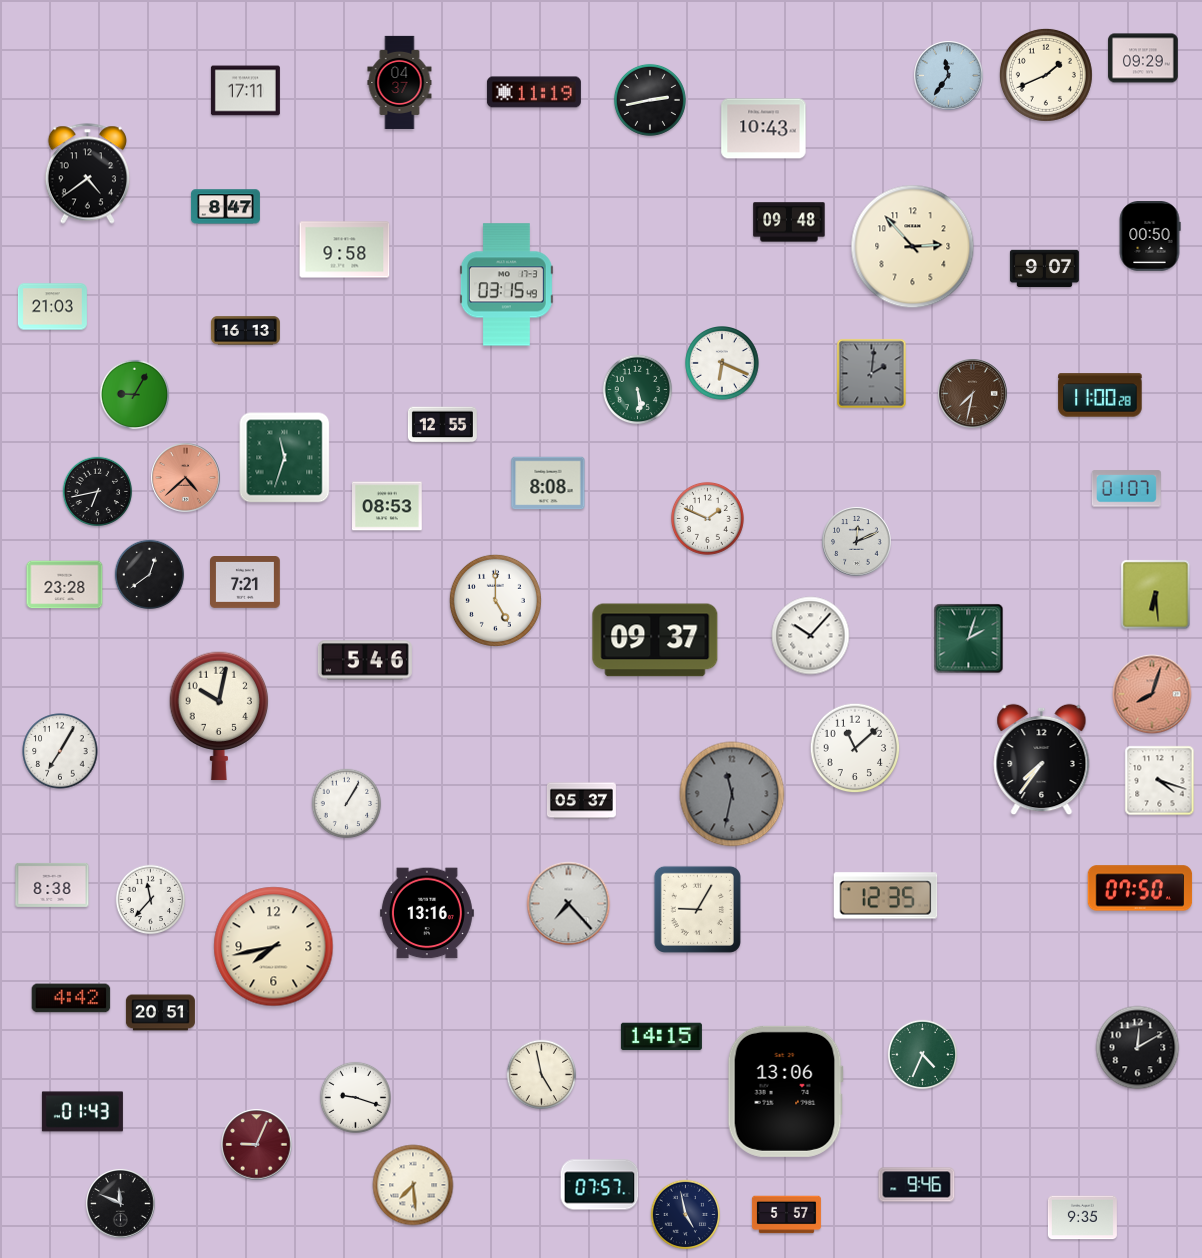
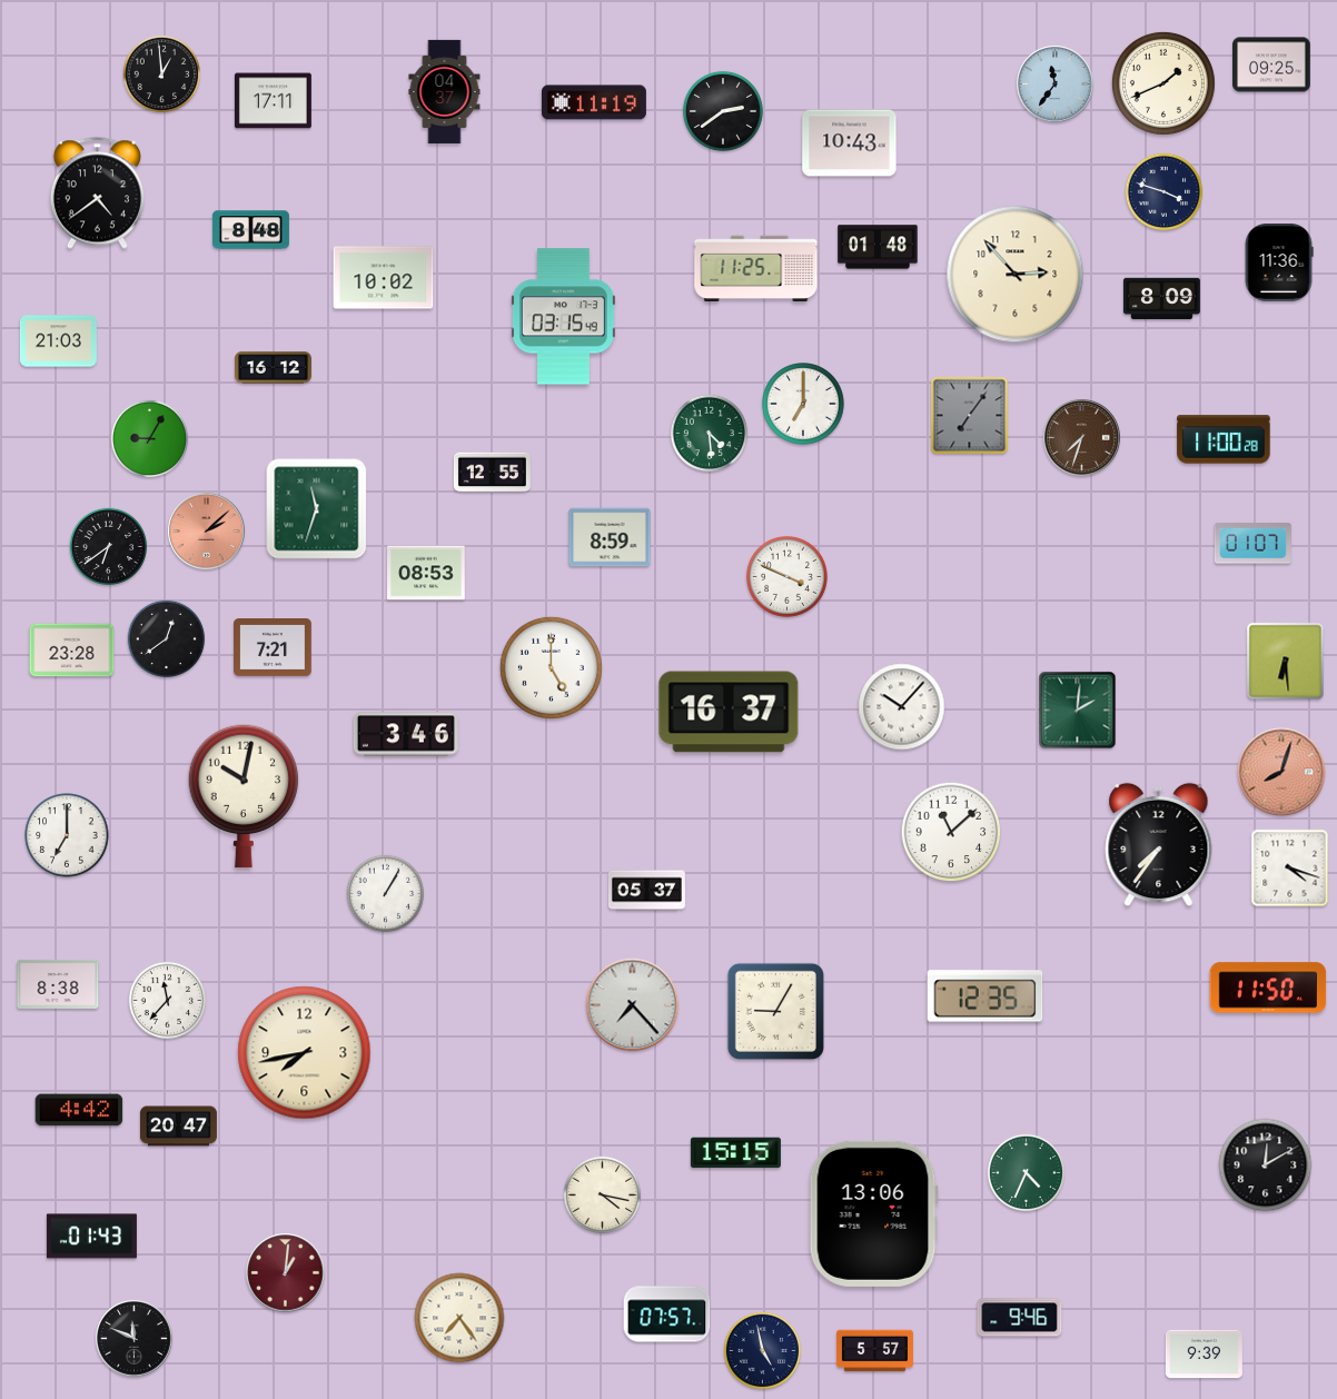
clock at (1143, 58): 09:29 -> 09:25
clock at (162, 75): none -> 12:59
clock at (650, 100): 2:43 -> 2:39
clock at (1165, 192): none -> 3:48
clock at (225, 207): 8:47 -> 8:48
clock at (789, 222): 09:48 -> 01:48
clock at (1150, 237): 00:50 -> 11:36
clock at (756, 269): none -> 11:25
clock at (345, 250): 9:58 -> 10:02
clock at (1044, 269): 9:07 -> 8:09
clock at (245, 331): 16:13 -> 16:12
clock at (723, 364): 6:19 -> 7:00
clock at (872, 374): 2:01 -> 7:06
clock at (638, 390): 5:29 -> 4:29
clock at (973, 394): 7:32 -> 7:33
clock at (186, 478): 4:38 -> 2:08
clock at (548, 483): 8:08 -> 8:59
clock at (98, 492): 6:43 -> 6:39
clock at (388, 506) position: (388, 506) -> (427, 573)
clock at (707, 518): 1:49 -> 3:49
clock at (857, 542): 12:11 -> none
clock at (969, 639): 2:03 -> 2:01
clock at (655, 640): 09:37 -> 16:37
clock at (365, 660): 5:46 -> 3:46
clock at (60, 751): 7:05 -> 7:00
clock at (732, 794): 11:32 -> none
clock at (1140, 888): 07:50 -> 11:50
clock at (427, 913): 13:16 -> none
clock at (160, 1013): 20:51 -> 20:47
clock at (661, 1037): 14:15 -> 15:15
clock at (542, 1075): 4:58 -> 4:17
clock at (355, 1097): 9:18 -> none
clock at (257, 1145): 9:04 -> 1:01
clock at (413, 1185): 7:29 -> 7:24
clock at (600, 1185) position: (600, 1185) -> (667, 1314)
clock at (1082, 1218): 9:35 -> 9:39
